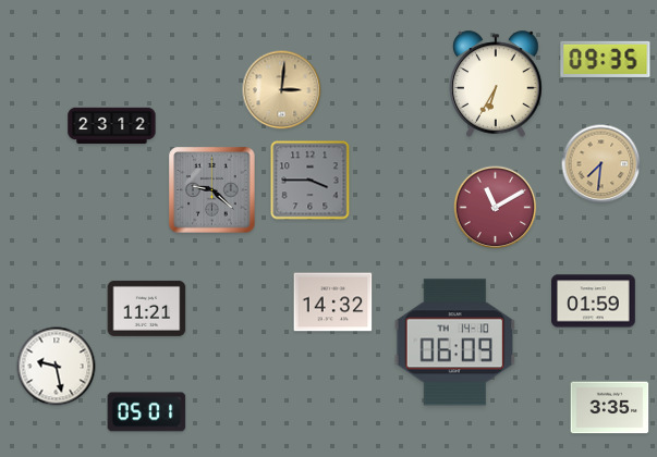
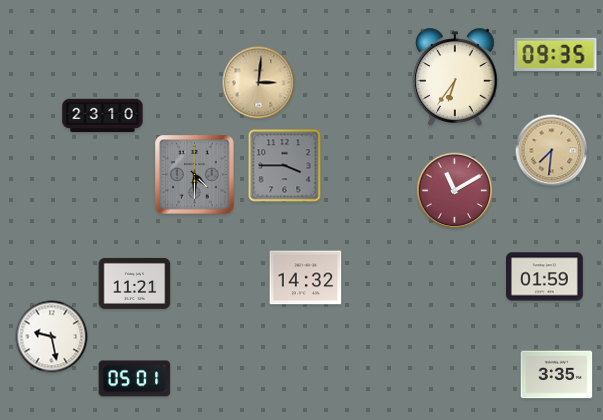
clock at (496, 84): 6:35 -> 6:36
clock at (112, 126): 23:12 -> 23:10
clock at (212, 190): 9:22 -> 4:30
clock at (455, 343): 06:09 -> none
clock at (610, 408) position: (610, 408) -> (557, 375)
